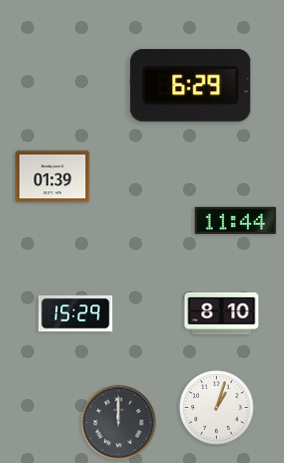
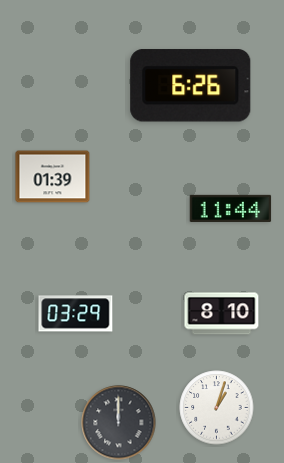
clock at (191, 86): 6:29 -> 6:26
clock at (236, 220) position: (236, 220) -> (231, 208)
clock at (76, 314): 15:29 -> 03:29
